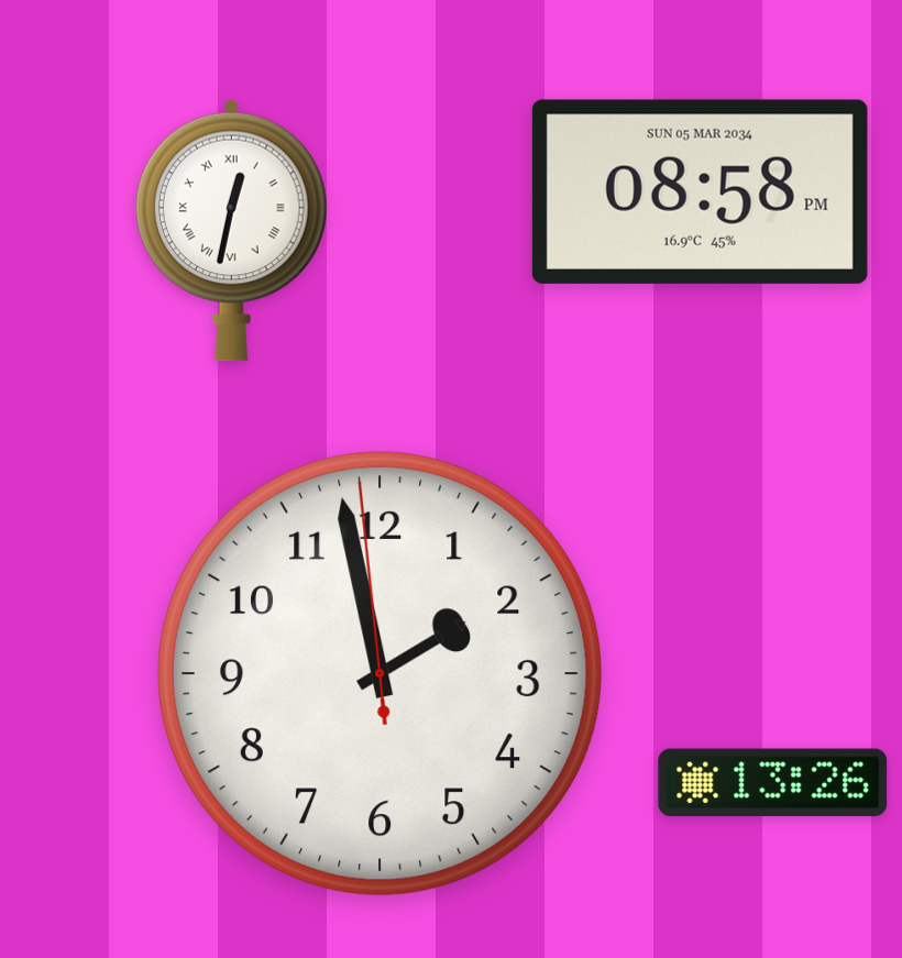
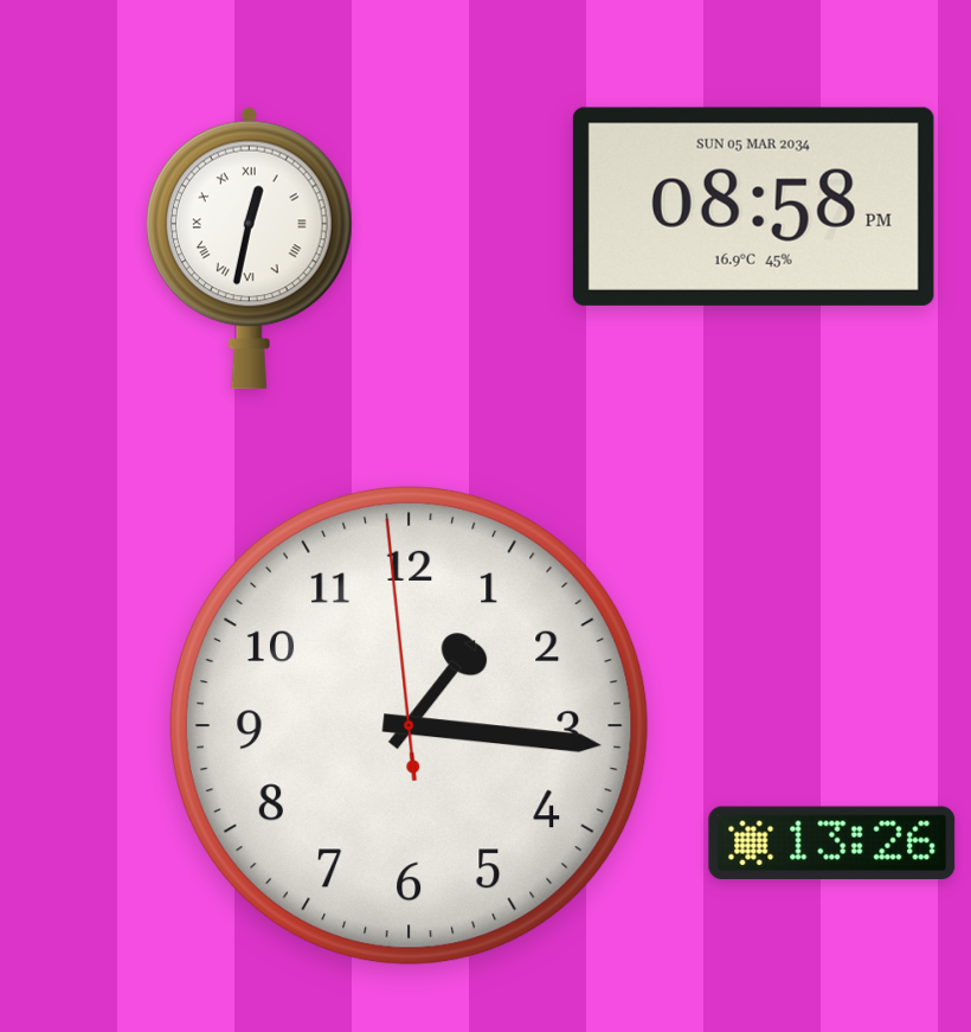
clock at (380, 673): 1:57 -> 1:15
